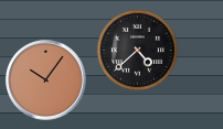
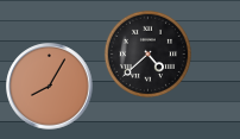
clock at (46, 80): 10:06 -> 8:05
